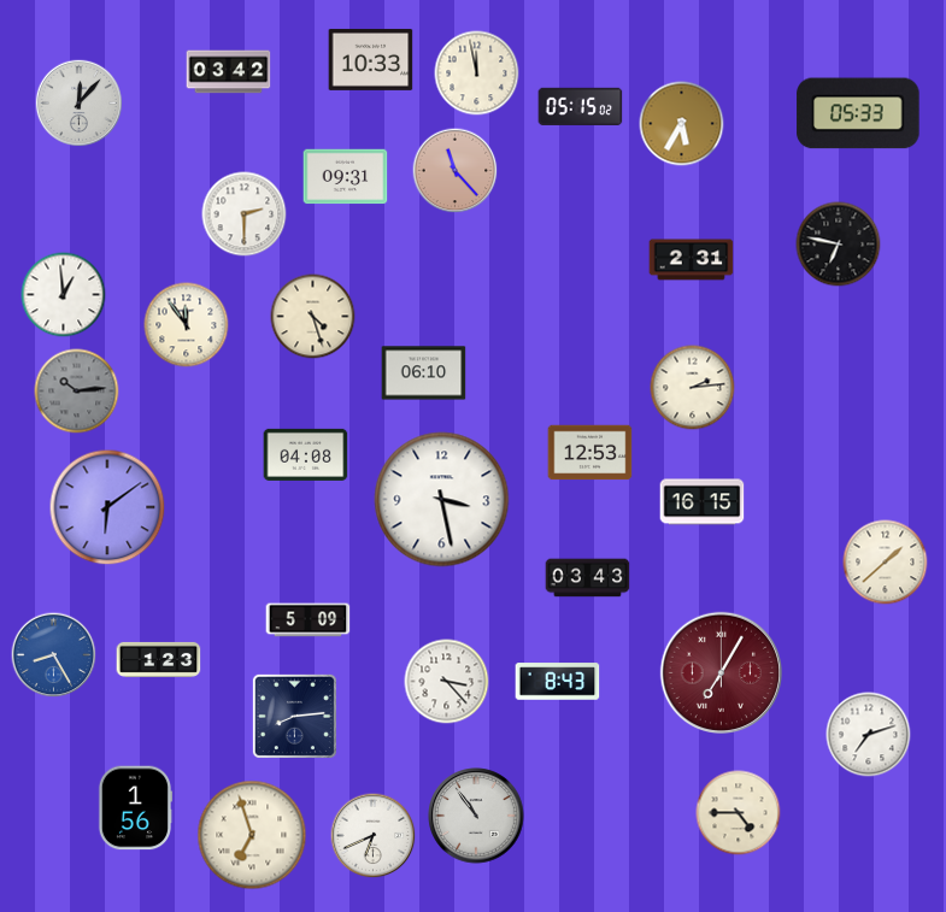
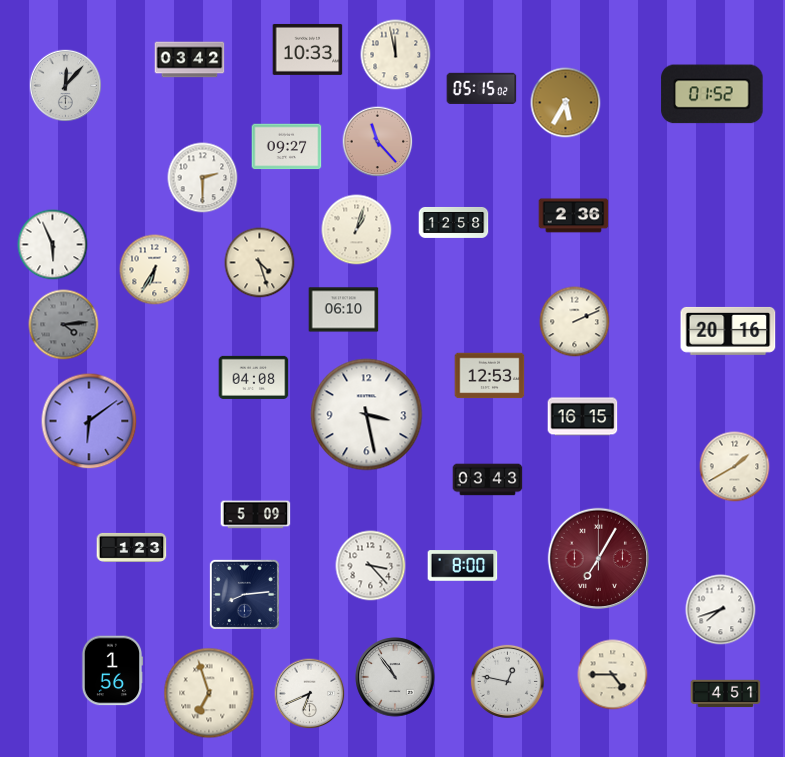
clock at (477, 73) position: (477, 73) -> (396, 55)
clock at (858, 113): 05:33 -> 01:52
clock at (346, 177): 09:31 -> 09:27
clock at (839, 245): 6:47 -> none
clock at (692, 260): 2:31 -> 2:36
clock at (454, 222): none -> 12:58
clock at (357, 230): none -> 1:03
clock at (64, 295): 12:59 -> 5:56
clock at (187, 325): 11:54 -> 6:35
clock at (424, 373) position: (424, 373) -> (344, 310)
clock at (693, 388): 2:14 -> 2:11
clock at (77, 392): 10:14 -> 4:14
clock at (728, 331): none -> 20:16
clock at (886, 563): 1:38 -> 1:40
clock at (54, 655): 8:25 -> none
clock at (558, 682): 8:43 -> 8:00
clock at (869, 735): 7:12 -> 7:42
clock at (507, 681): none -> 12:47
clock at (726, 694): none -> 4:51
